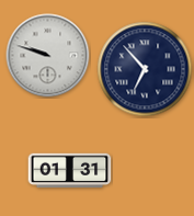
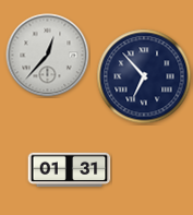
clock at (48, 56): 9:48 -> 12:37
clock at (145, 69) position: (145, 69) -> (144, 76)
